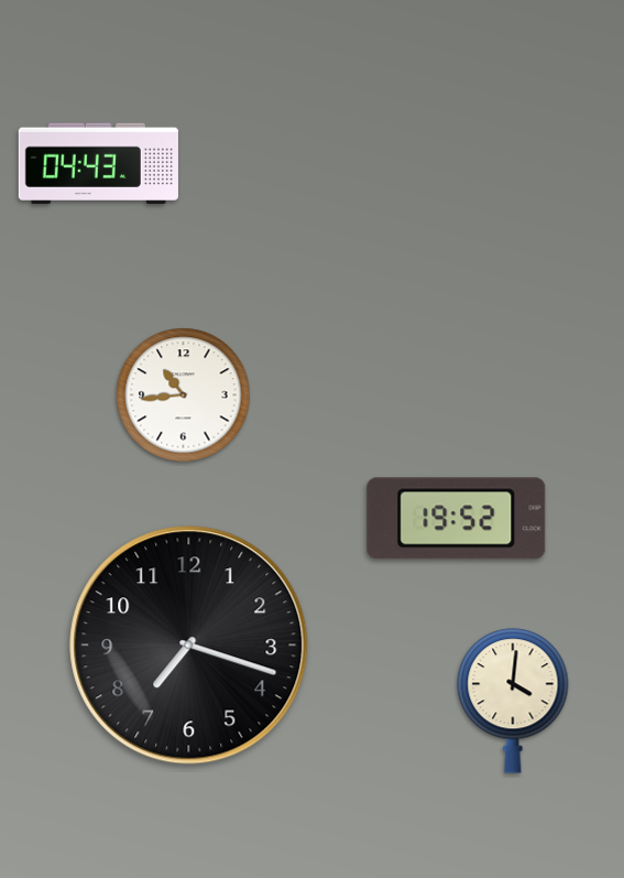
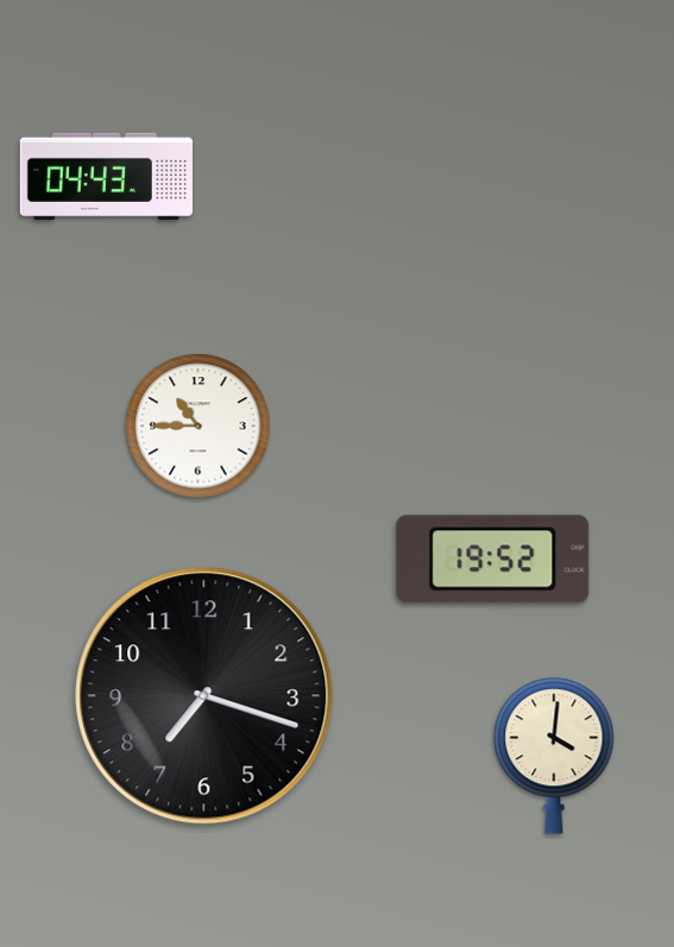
clock at (184, 395): 10:44 -> 10:45
